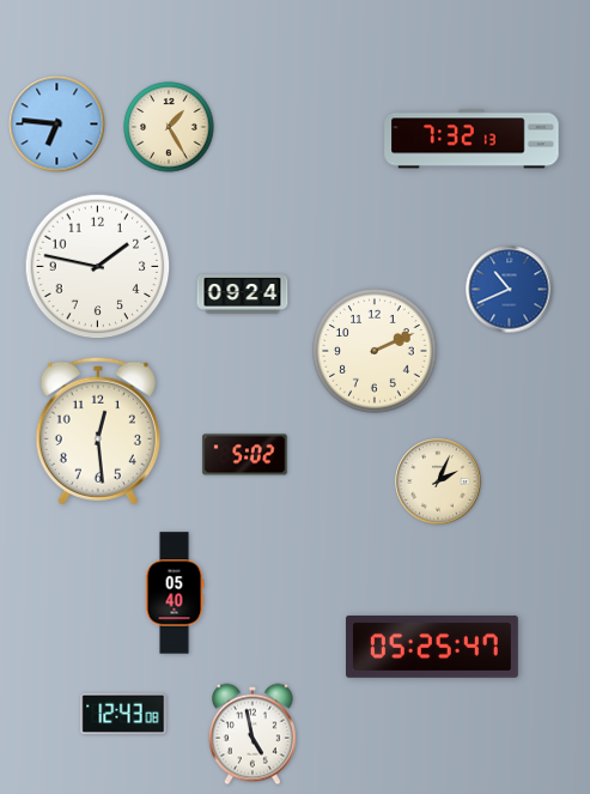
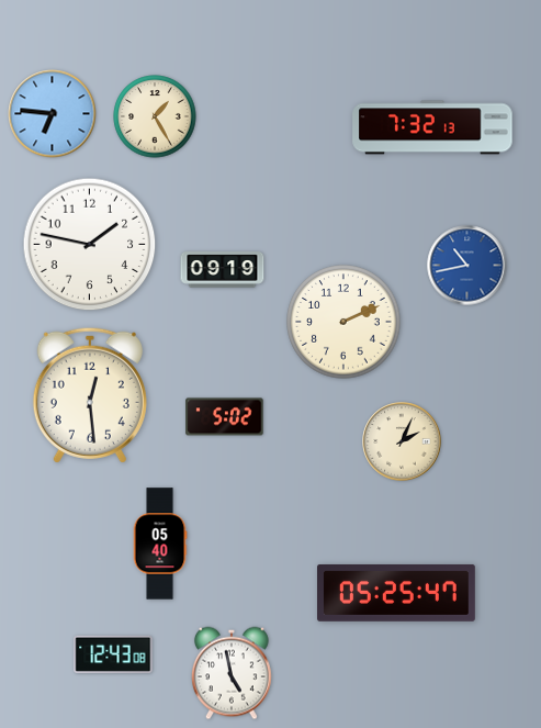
clock at (510, 290): 10:41 -> 10:43
clock at (243, 295): 09:24 -> 09:19
